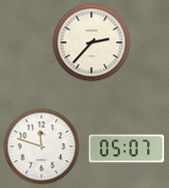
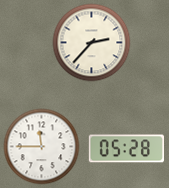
clock at (42, 147): 11:48 -> 11:45
clock at (126, 149): 05:07 -> 05:28
